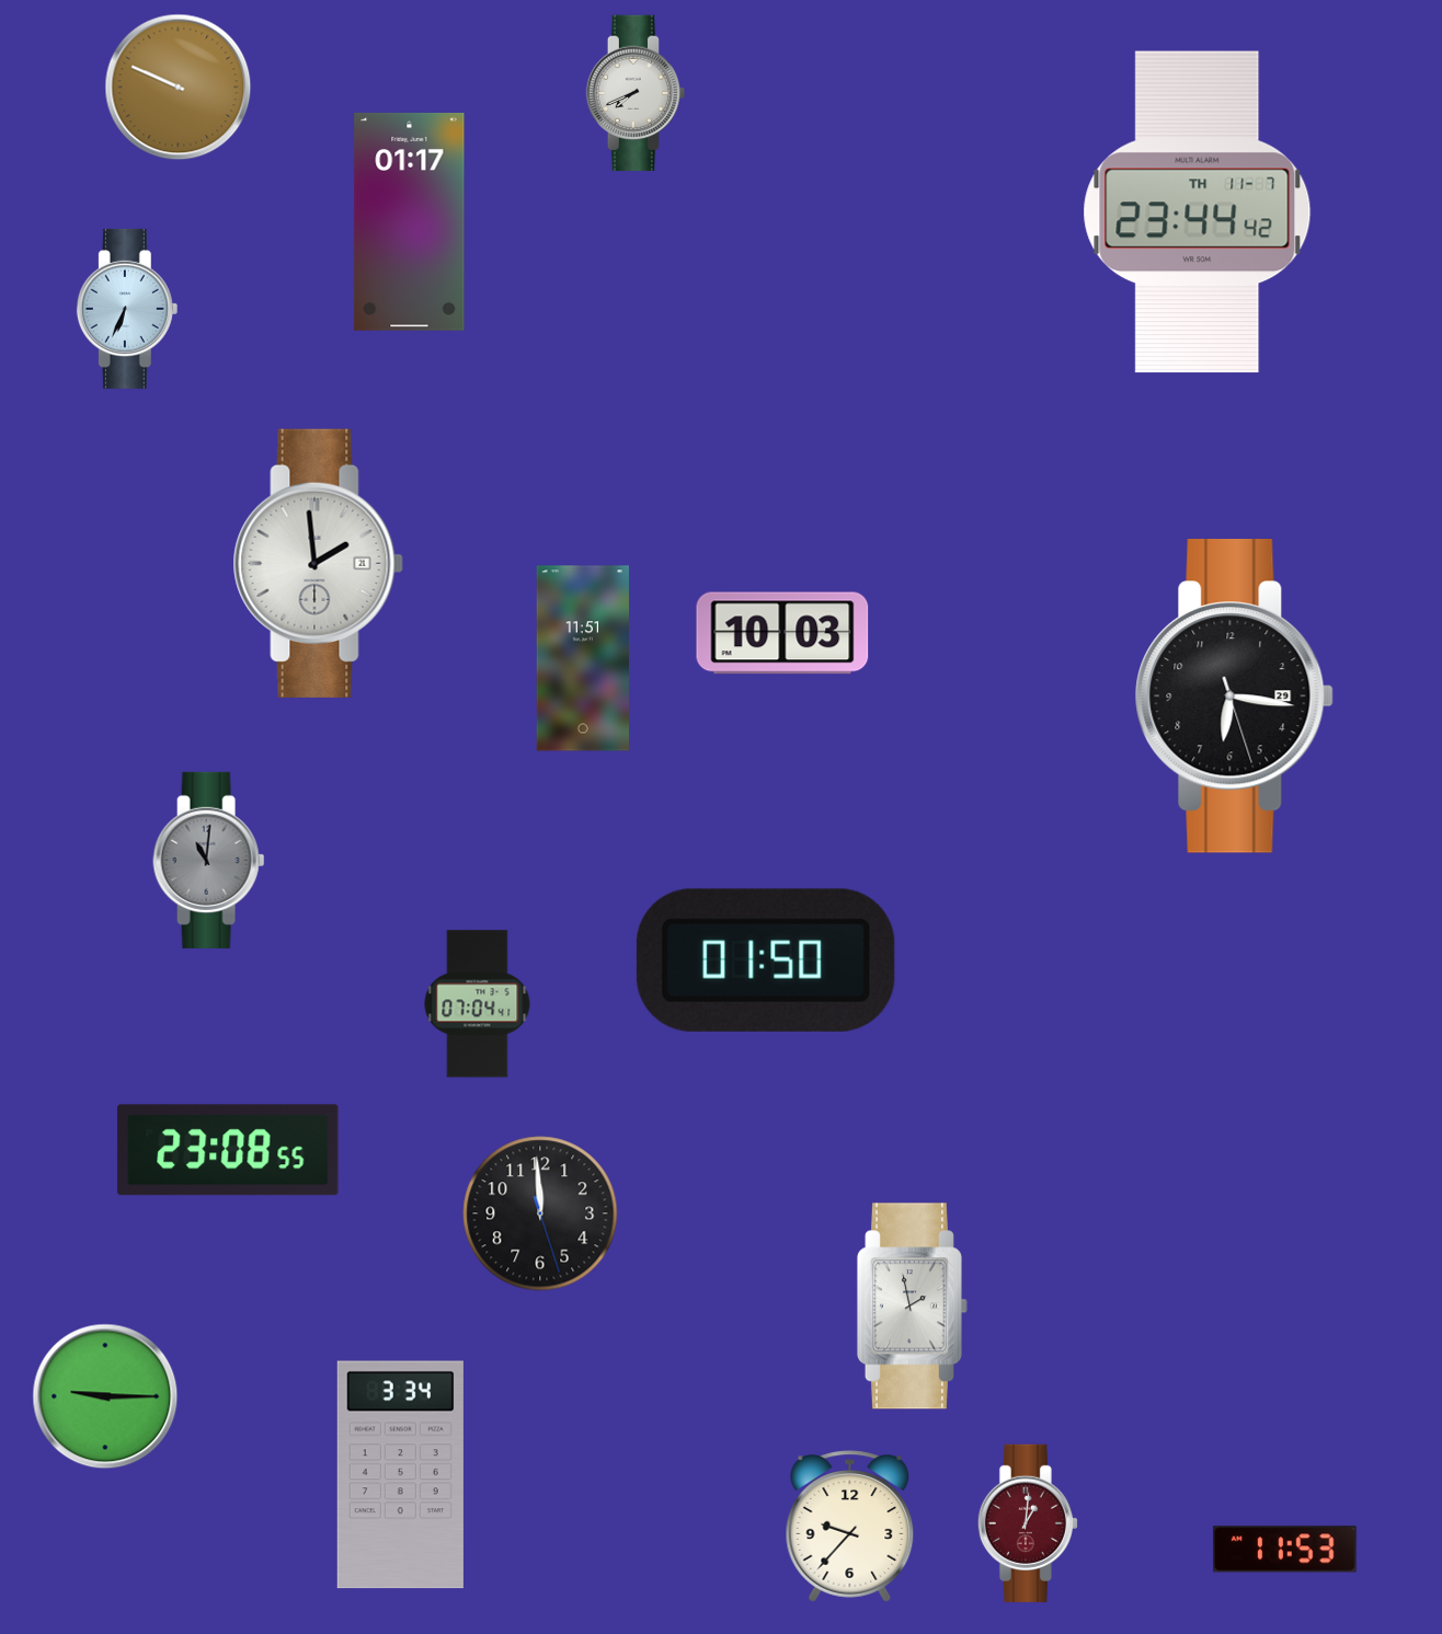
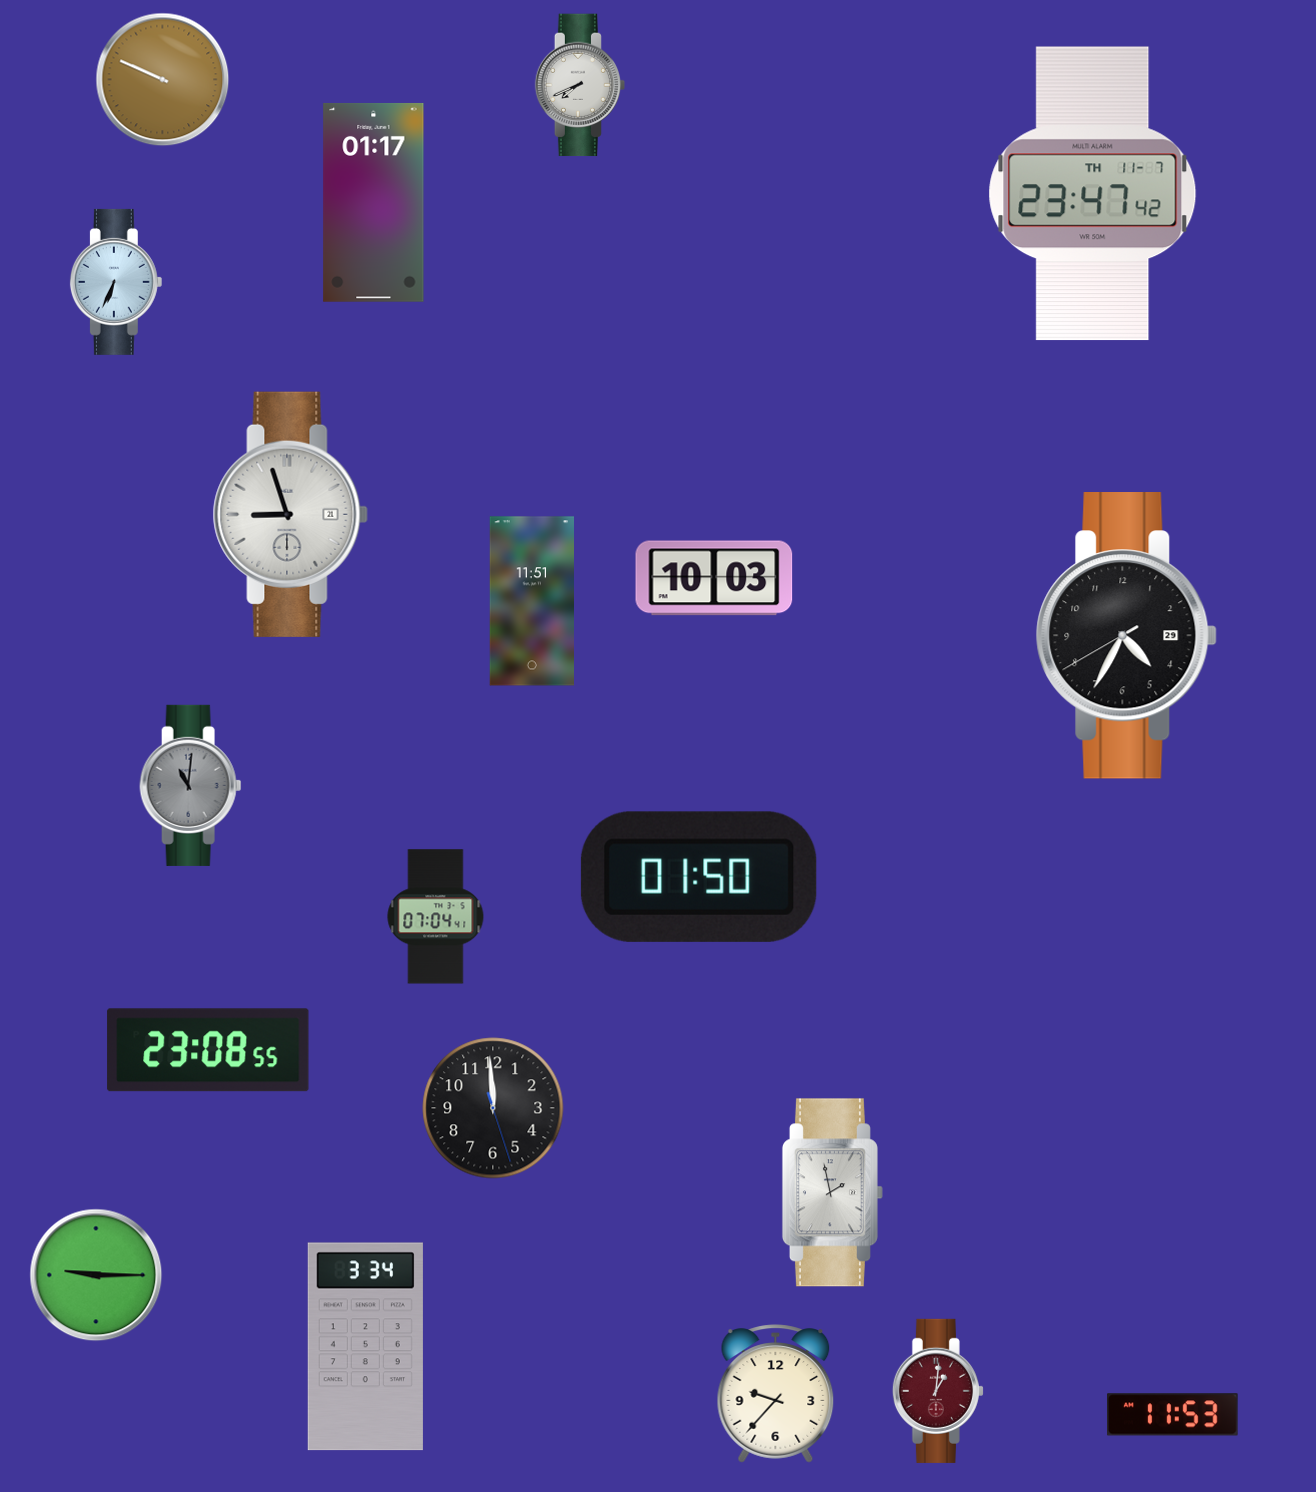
clock at (1198, 212): 23:44 -> 23:47
clock at (318, 563): 1:59 -> 8:57
clock at (1234, 697): 6:16 -> 4:34
